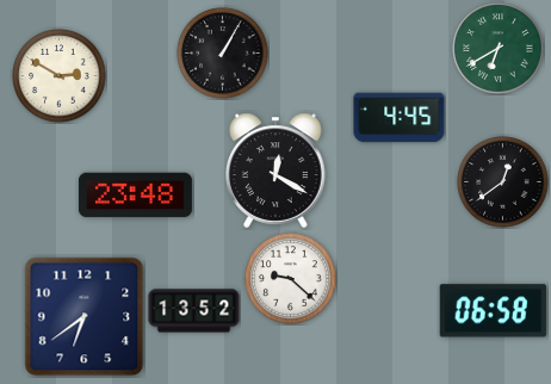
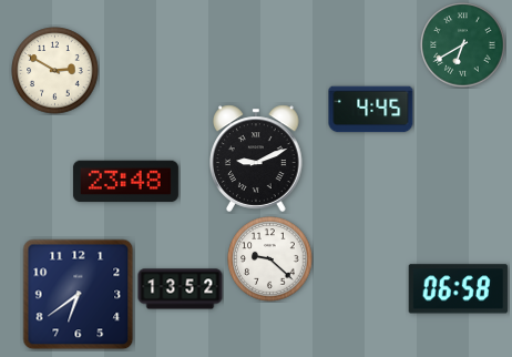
clock at (223, 54): 1:05 -> none
clock at (275, 171): 12:20 -> 9:11
clock at (503, 182): 12:39 -> none
